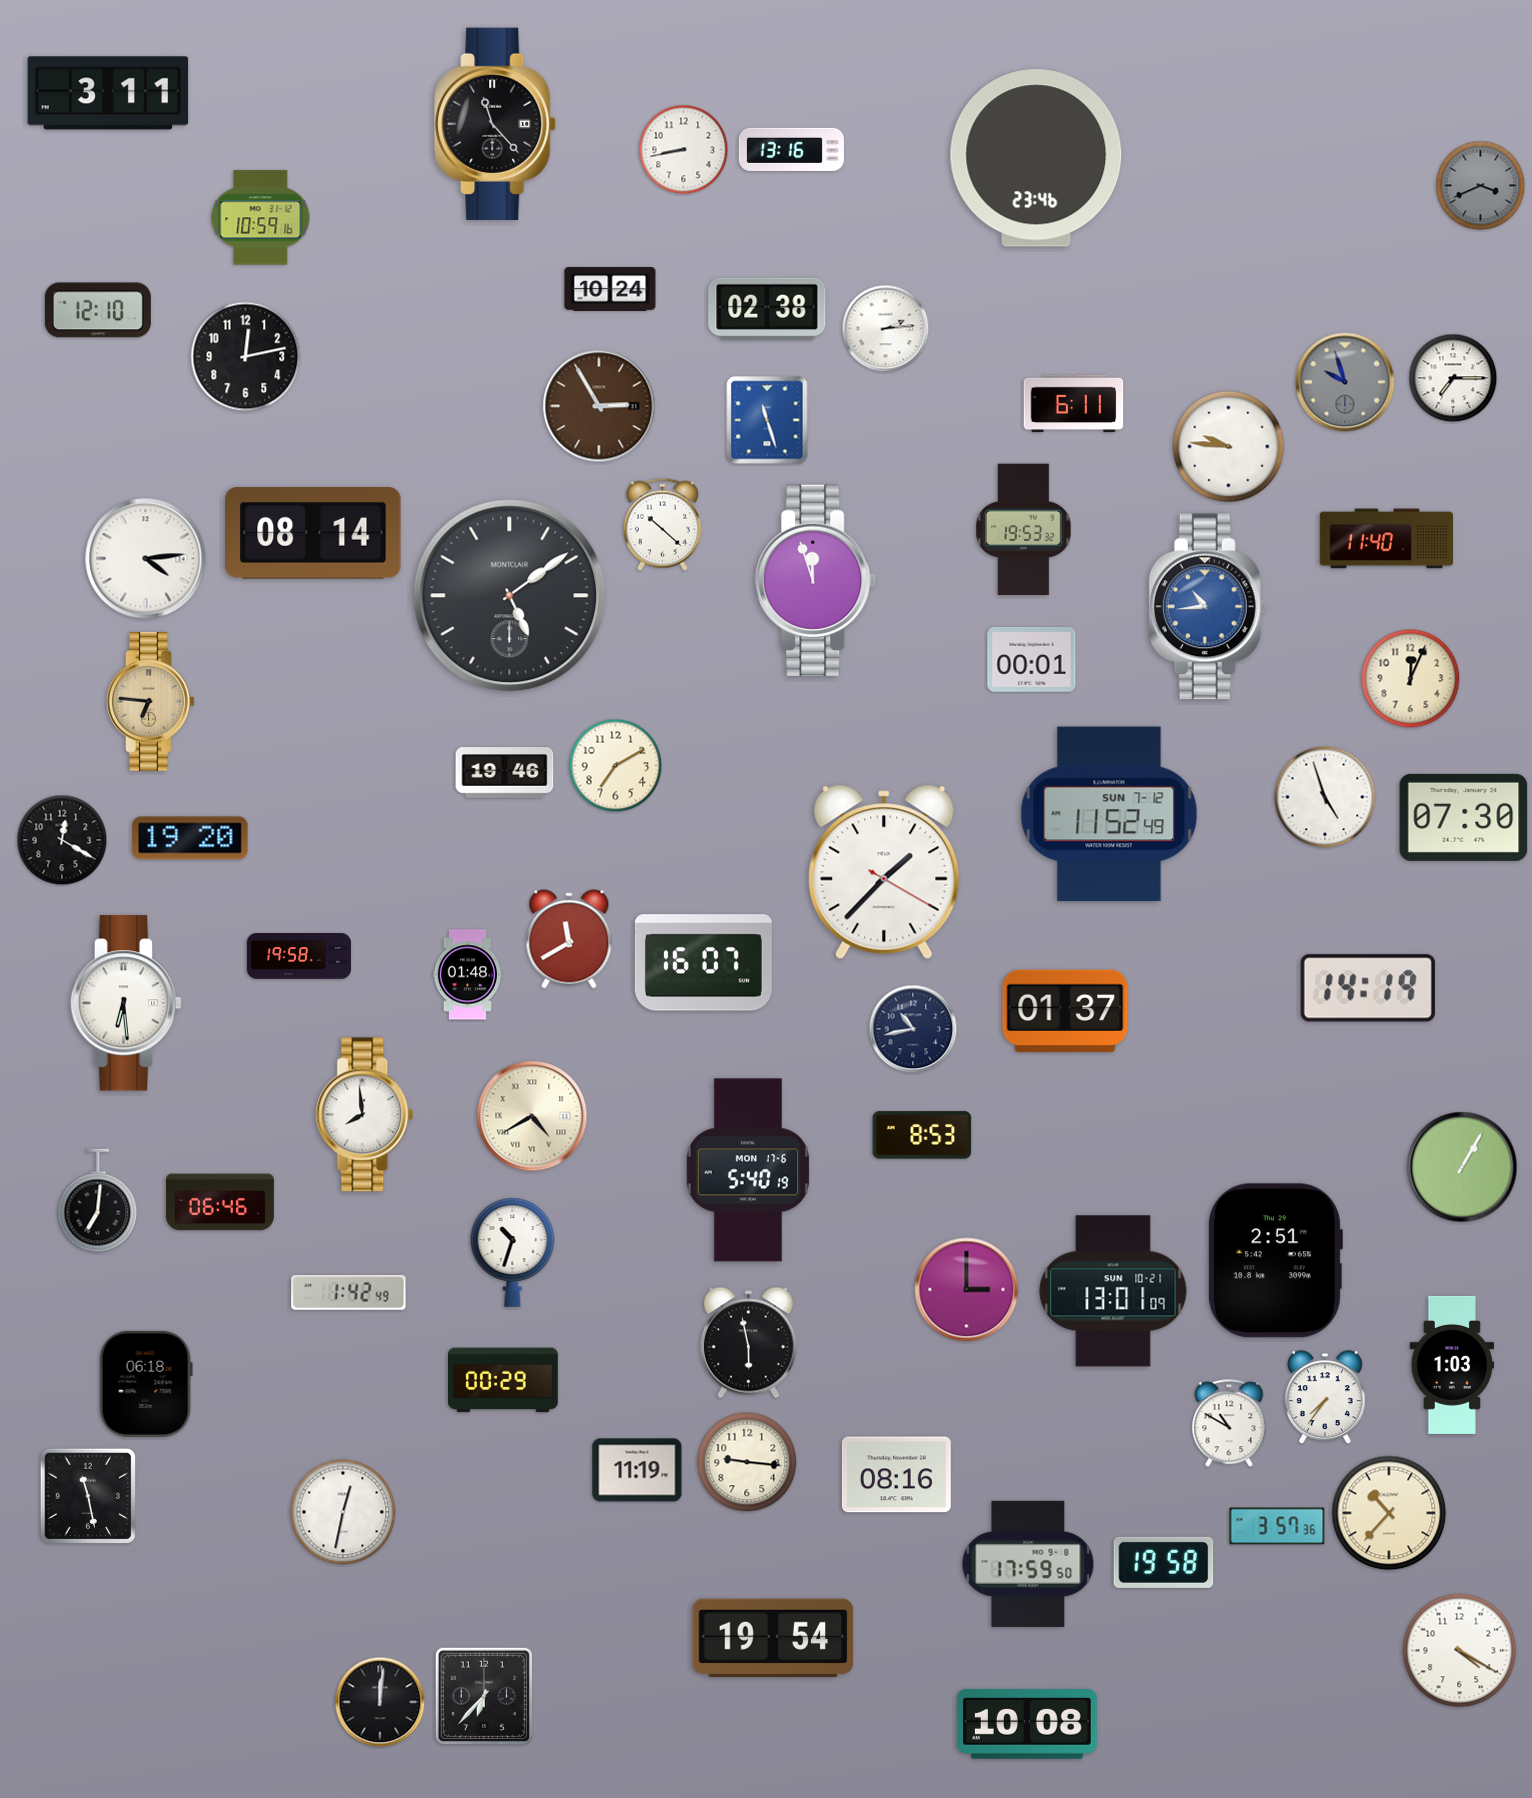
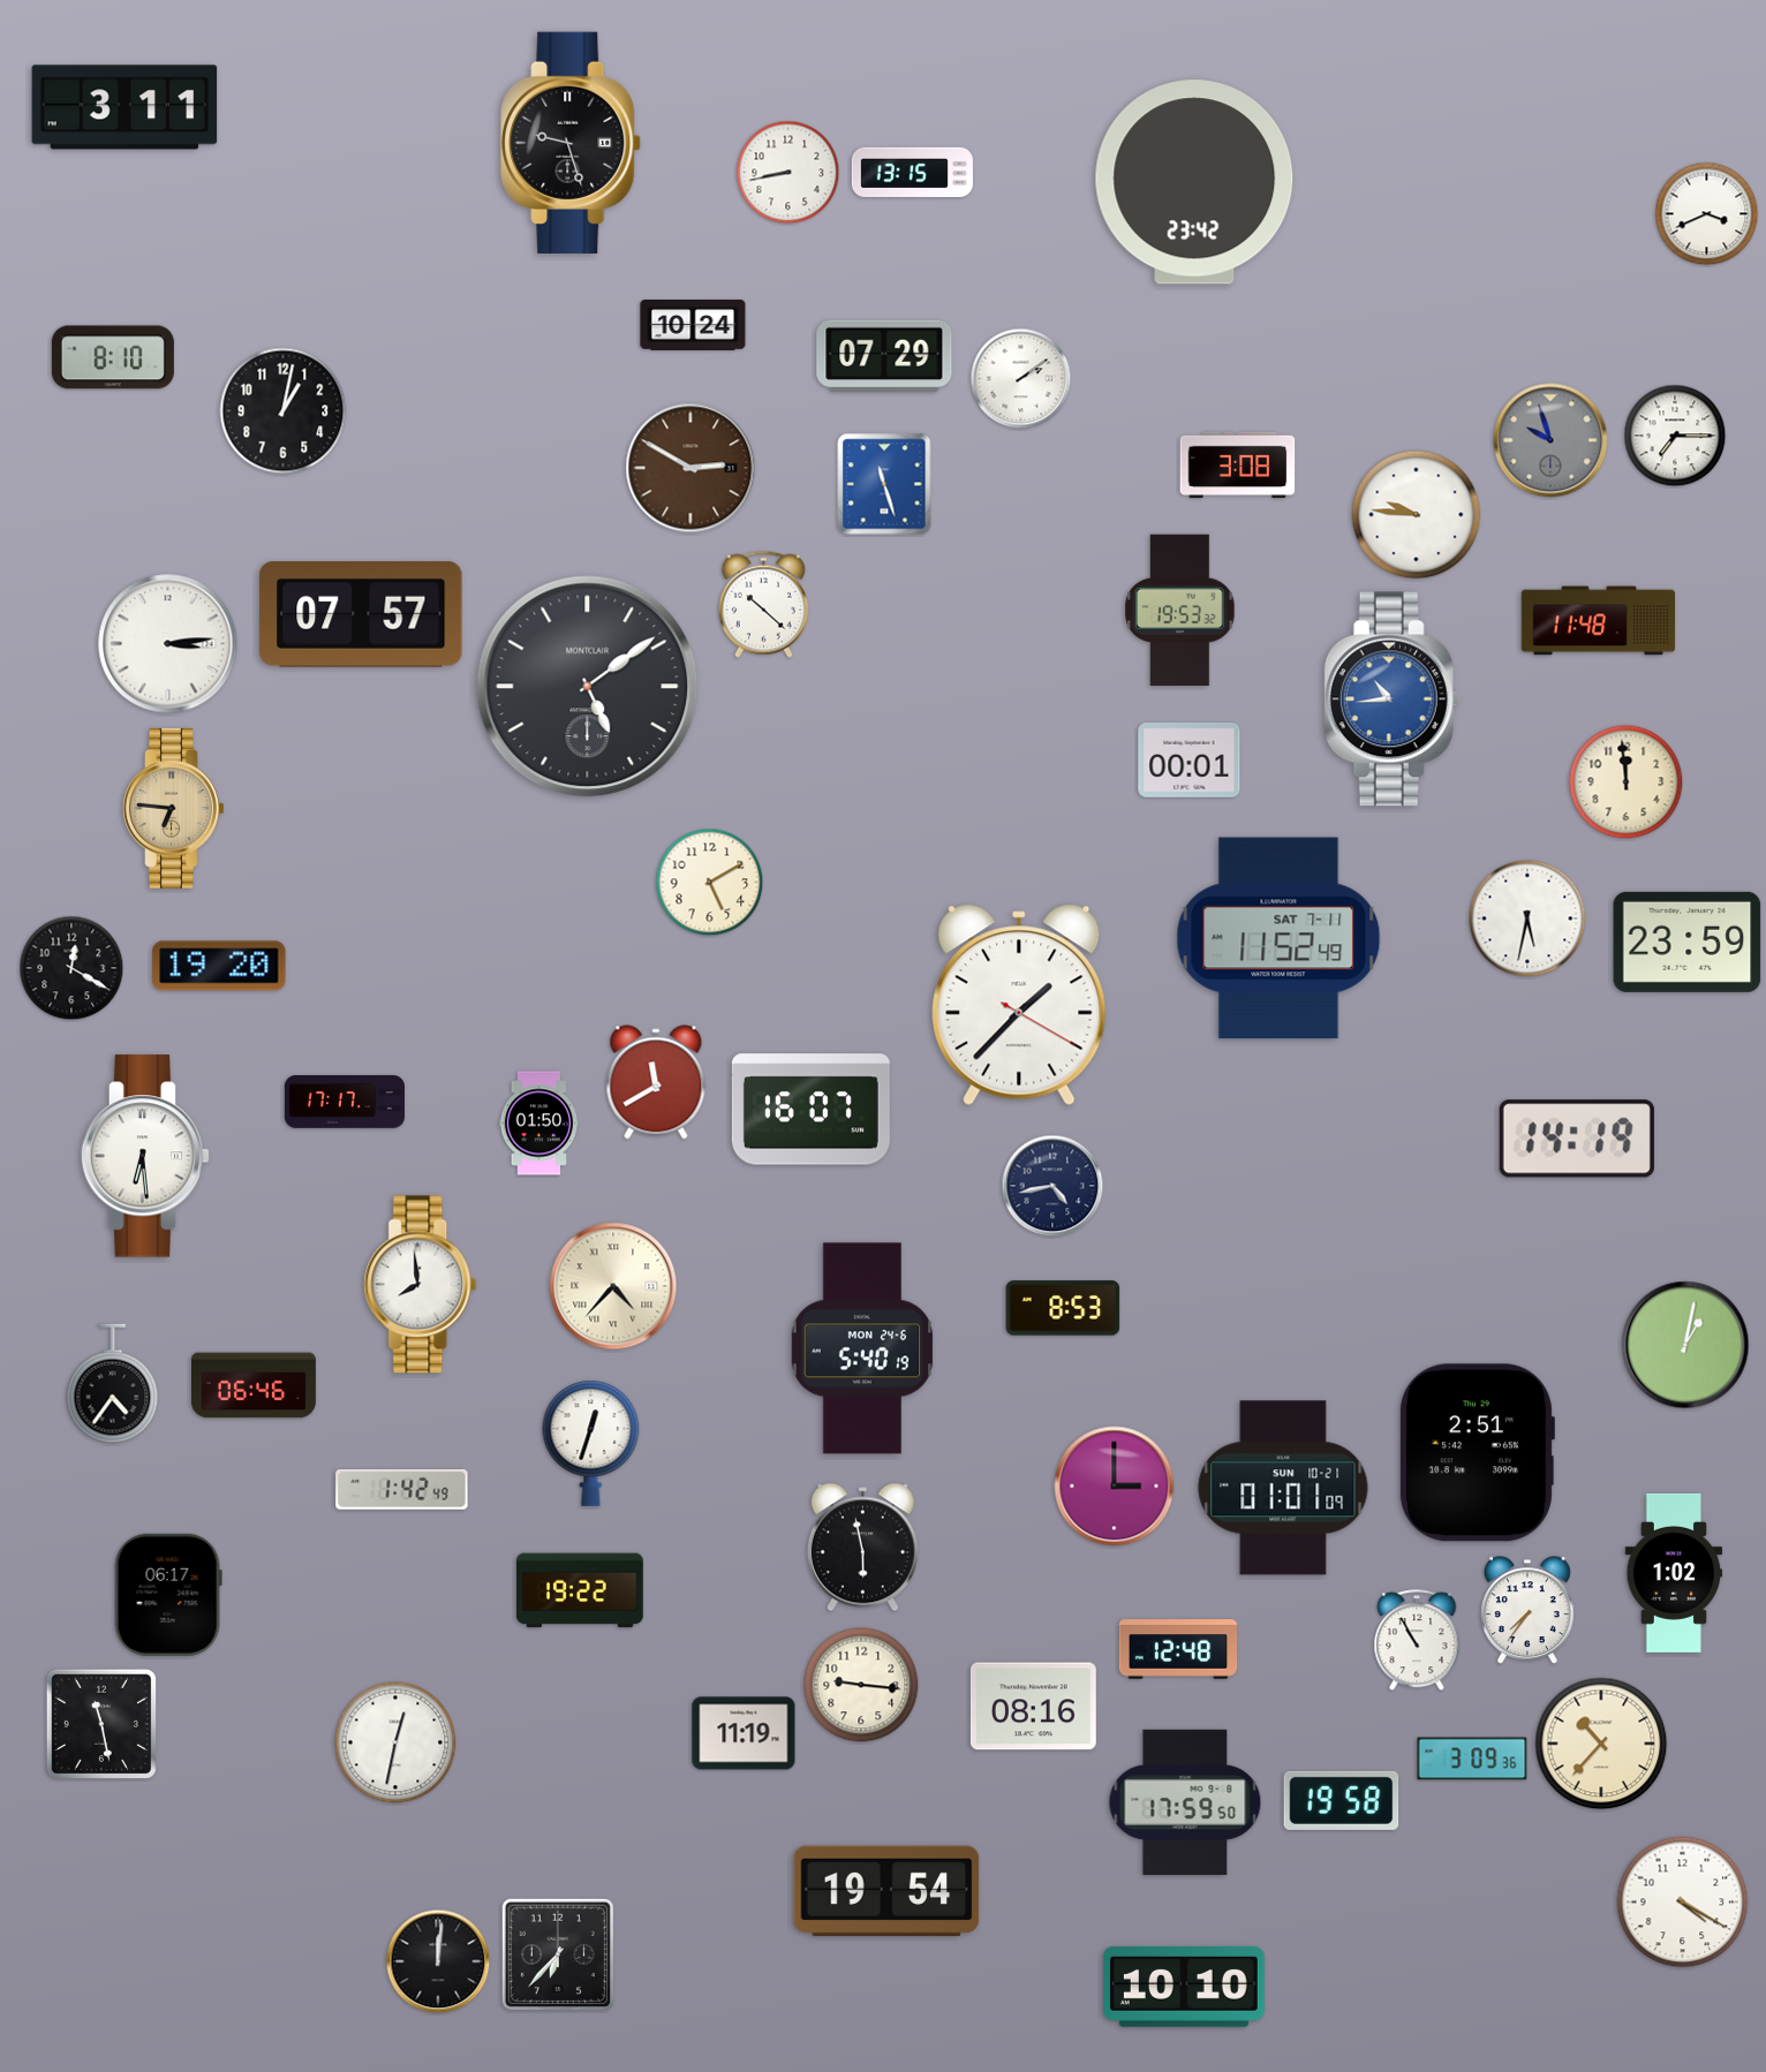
clock at (495, 124): 11:23 -> 9:27
clock at (791, 149): 13:16 -> 13:15
clock at (1036, 158): 23:46 -> 23:42
clock at (1481, 186) dial: grey -> white
clock at (261, 218): 10:59 -> none
clock at (610, 290) position: (610, 290) -> (693, 326)
clock at (767, 309): 02:38 -> 07:29
clock at (98, 310): 12:10 -> 8:10
clock at (886, 329): 2:14 -> 2:09
clock at (246, 357): 12:13 -> 1:02
clock at (1074, 404): 6:11 -> 3:08
clock at (599, 406): 2:55 -> 2:50
clock at (313, 533): 08:14 -> 07:57
clock at (1386, 539): 11:40 -> 11:48
clock at (146, 559): 4:14 -> 3:14
clock at (816, 580): 11:57 -> none
clock at (1411, 679): 12:04 -> 11:59
clock at (616, 766): 7:10 -> 5:10
clock at (505, 773): 19:46 -> none
clock at (1325, 797): 4:57 -> 5:32
clock at (1109, 814) date: SUN 7-12 -> SAT 7-11
clock at (1464, 817): 07:30 -> 23:59
clock at (298, 956): 19:58 -> 17:17
clock at (467, 975): 01:48 -> 01:50
clock at (1065, 1011): 01:37 -> none
clock at (913, 1029): 10:43 -> 4:43
clock at (532, 1116): 4:40 -> 4:37
clock at (1462, 1167): 1:05 -> 1:02
clock at (748, 1170) date: MON 17-6 -> MON 24-6
clock at (98, 1201): 7:01 -> 4:36
clock at (513, 1252): 10:33 -> 12:33
clock at (1275, 1261) position: (1275, 1261) -> (1477, 1453)
clock at (1113, 1291): 13:01 -> 01:01
clock at (1452, 1365): 1:03 -> 1:02
clock at (504, 1380): 00:29 -> 19:22
clock at (146, 1384): 06:18 -> 06:17
clock at (1229, 1424): 10:50 -> 10:55
clock at (1178, 1649): none -> 12:48
clock at (637, 1470) position: (637, 1470) -> (744, 1733)
clock at (896, 1475) position: (896, 1475) -> (1033, 1707)
clock at (1277, 1526): 3:57 -> 3:09
clock at (773, 1638) position: (773, 1638) -> (886, 1891)
clock at (1027, 1724): 10:08 -> 10:10
